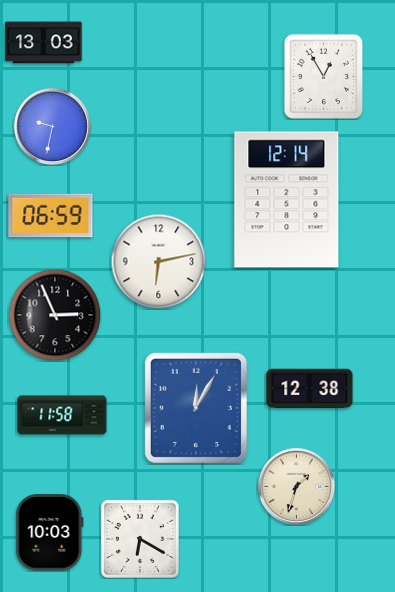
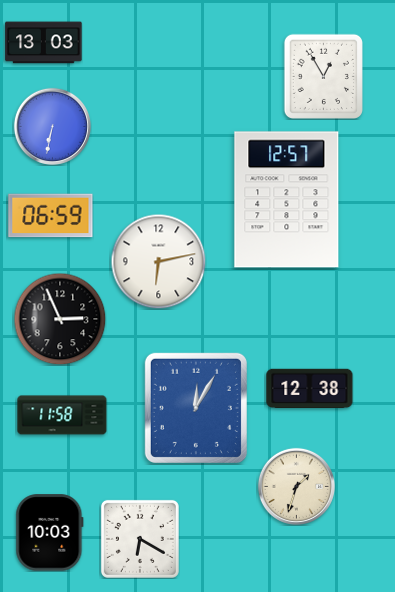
clock at (52, 126): 9:32 -> 6:32
clock at (287, 200): 12:14 -> 12:57
clock at (55, 315) position: (55, 315) -> (60, 319)
